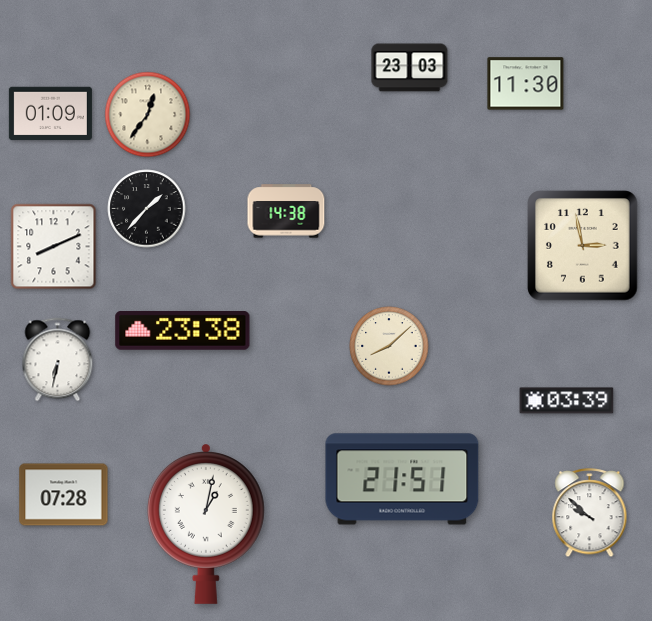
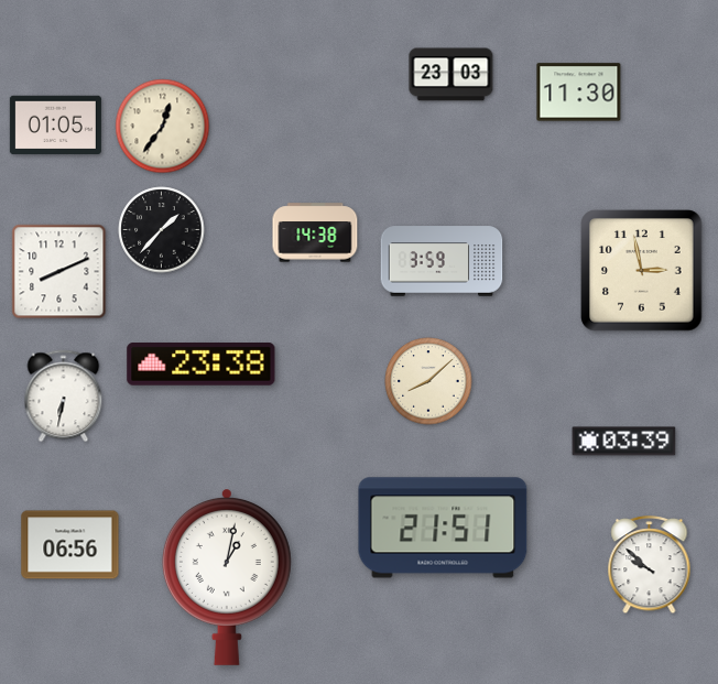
clock at (50, 114): 01:09 -> 01:05
clock at (442, 261): none -> 3:59
clock at (64, 495): 07:28 -> 06:56
